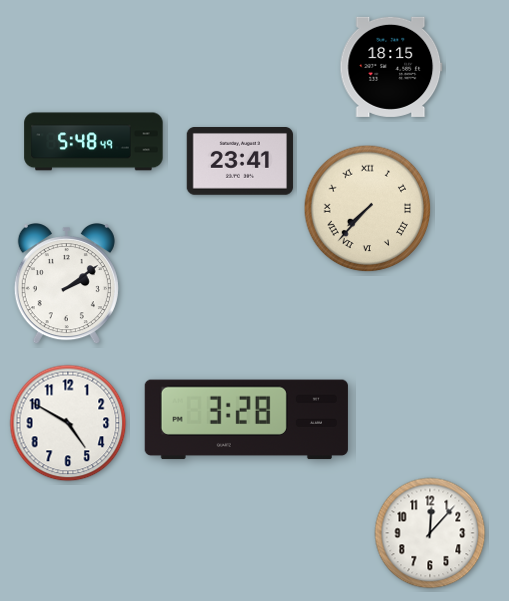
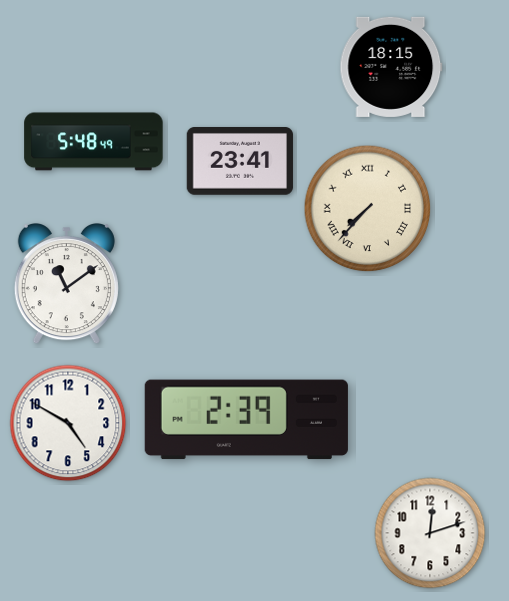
clock at (66, 285): 2:09 -> 11:09
clock at (246, 420): 3:28 -> 2:39
clock at (430, 533): 12:07 -> 12:12
